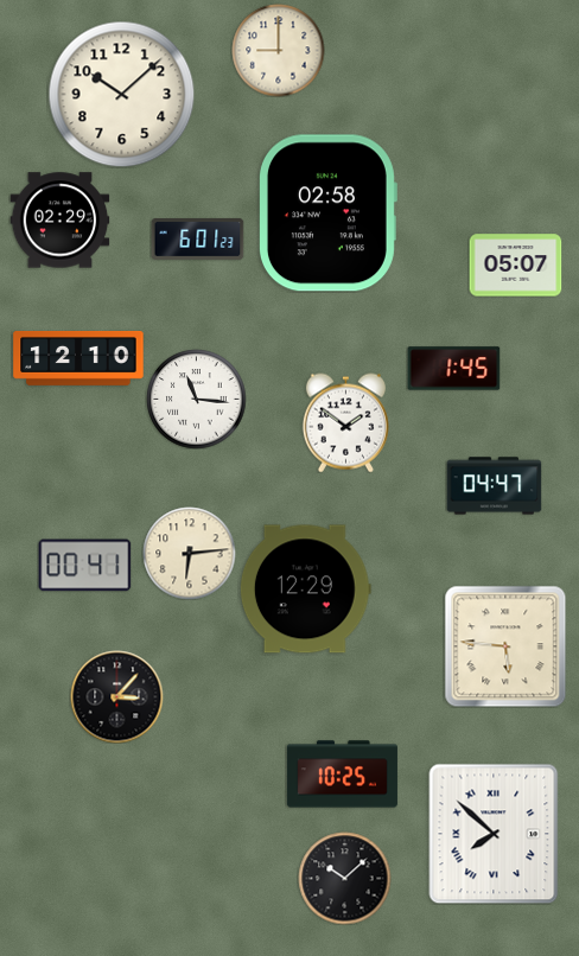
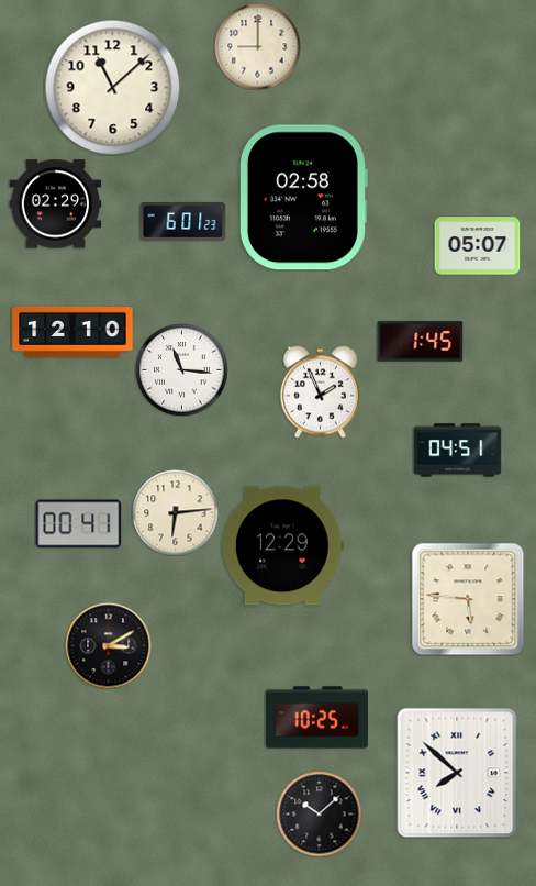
clock at (121, 94): 10:08 -> 11:08
clock at (345, 422): 1:51 -> 1:56
clock at (494, 486): 04:47 -> 04:51
clock at (116, 696): 3:07 -> 3:10
